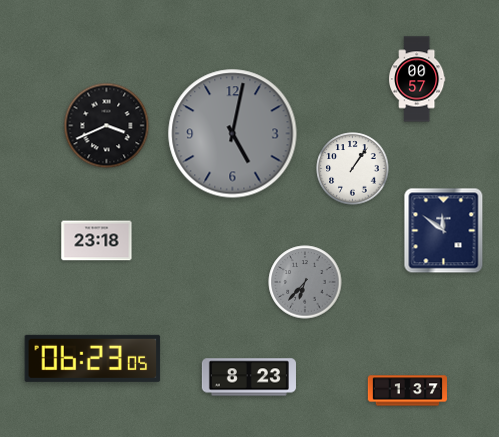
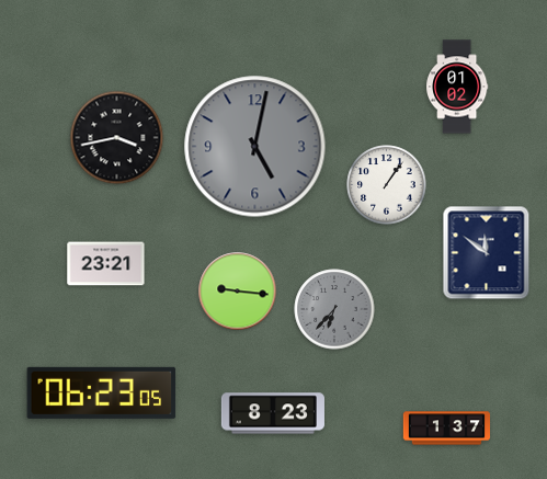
clock at (418, 79): 00:57 -> 01:02
clock at (107, 126): 3:41 -> 3:43
clock at (97, 241): 23:18 -> 23:21
clock at (238, 292): none -> 9:16
